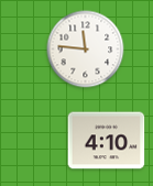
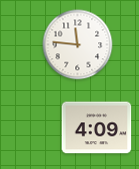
clock at (107, 141): 4:10 -> 4:09
